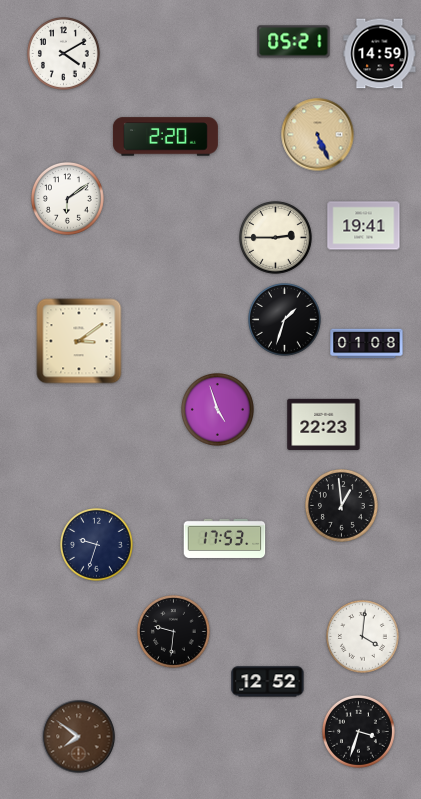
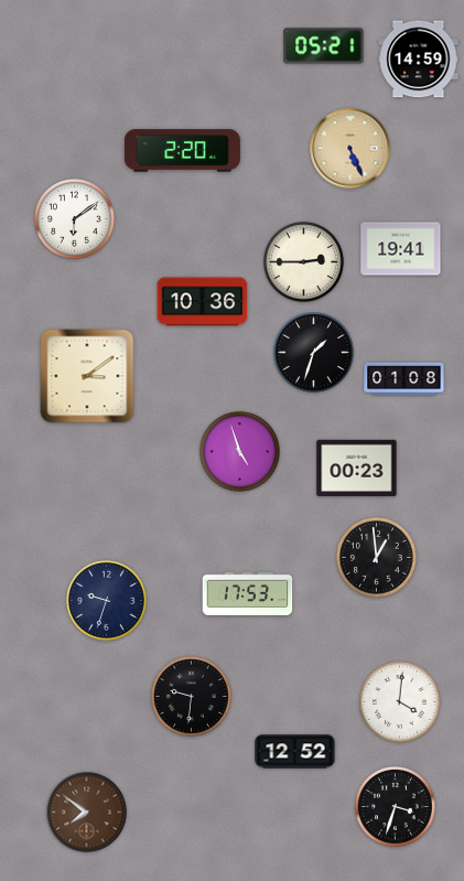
clock at (64, 54): 4:10 -> none
clock at (203, 302): none -> 10:36
clock at (324, 424): 22:23 -> 00:23
